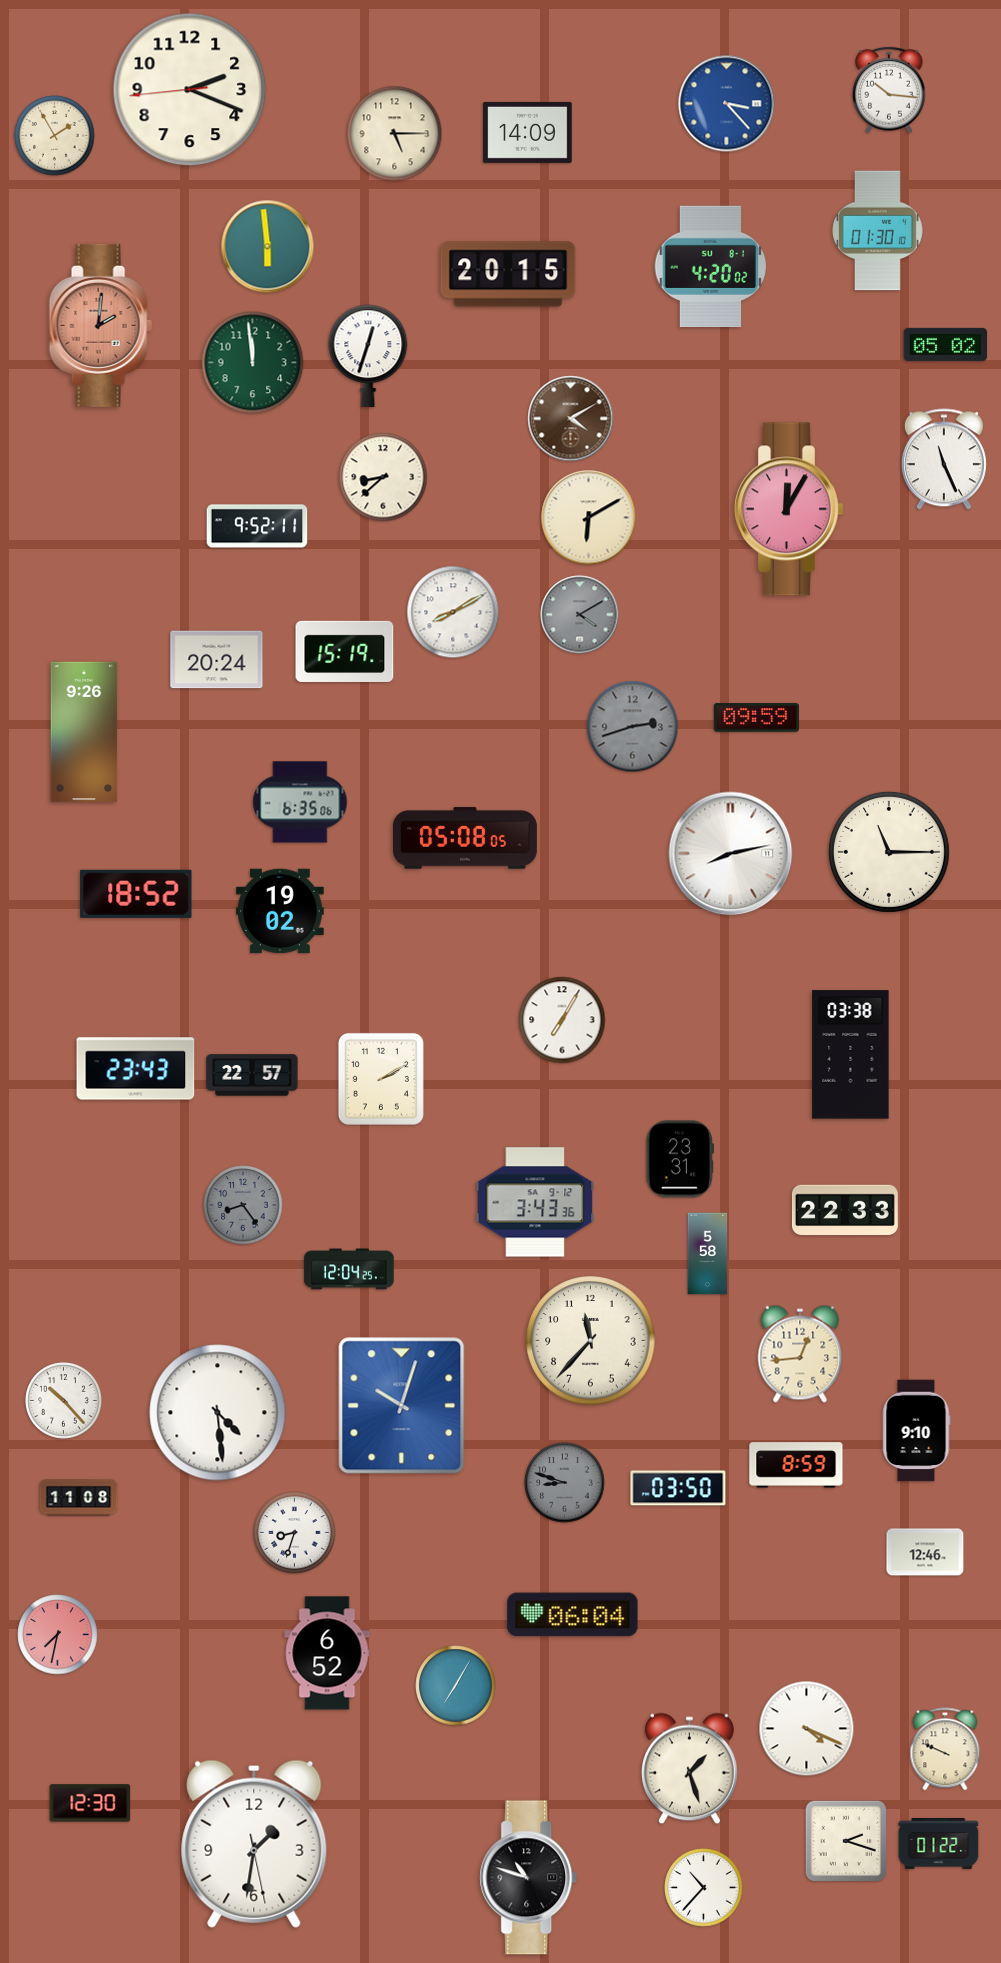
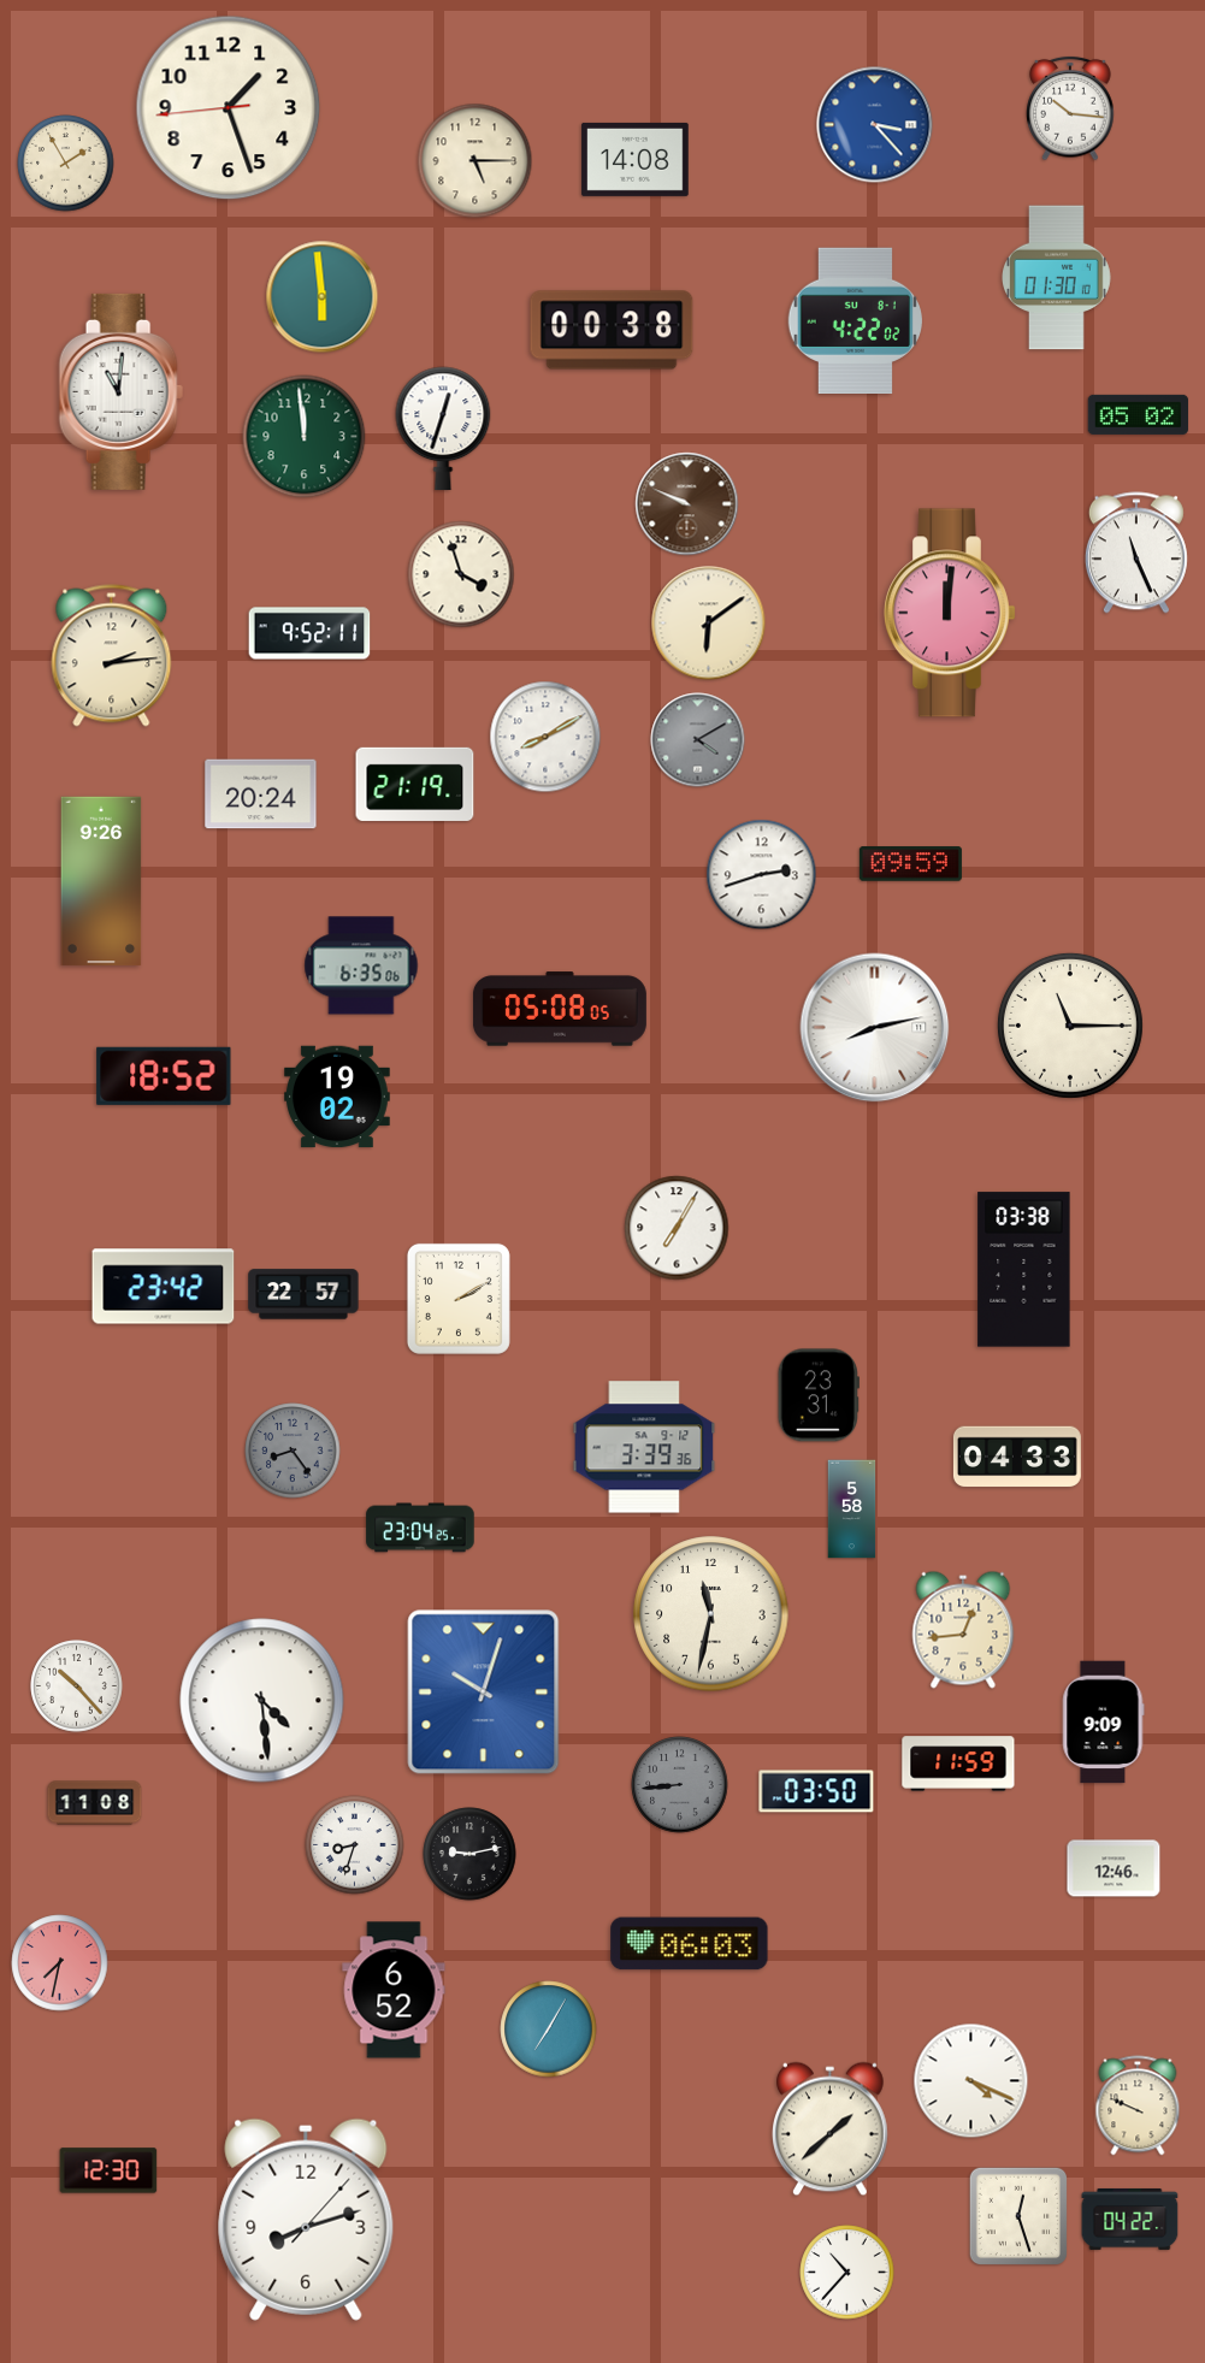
clock at (190, 90): 2:18 -> 1:26
clock at (528, 132): 14:09 -> 14:08
clock at (710, 266): 4:20 -> 4:22
clock at (508, 274): 20:15 -> 00:38
clock at (100, 325): 2:01 -> 11:01
clock at (100, 325) dial: salmon -> white
clock at (571, 419): 4:10 -> 9:49
clock at (383, 477): 8:38 -> 3:57
clock at (790, 509): 12:05 -> 12:01
clock at (589, 518): 6:10 -> 6:09
clock at (112, 656): none -> 2:14
clock at (345, 651): 15:19 -> 21:19
clock at (633, 727) dial: grey -> white
clock at (731, 854) position: (731, 854) -> (875, 1028)
clock at (136, 1069): 23:43 -> 23:42
clock at (535, 1202): 3:43 -> 3:39
clock at (845, 1210): 22:33 -> 04:33
clock at (349, 1269): 12:04 -> 23:04
clock at (591, 1341): 11:37 -> 11:32
clock at (916, 1431): 9:10 -> 9:09
clock at (796, 1465): 8:59 -> 11:59
clock at (565, 1483): 8:48 -> 8:44
clock at (469, 1854): none -> 9:13
clock at (573, 1615): 06:04 -> 06:03
clock at (58, 1635) position: (58, 1635) -> (60, 1963)
clock at (690, 1769): 1:27 -> 1:38
clock at (845, 1840): 2:18 -> 12:27
clock at (939, 1843): 01:22 -> 04:22
clock at (254, 1844): 1:31 -> 8:12
clock at (529, 1878): 10:48 -> none
